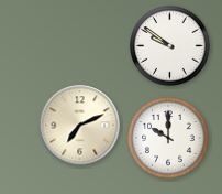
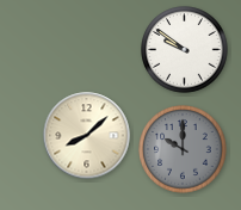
clock at (80, 126): 7:11 -> 8:08
clock at (168, 138) dial: white -> grey
